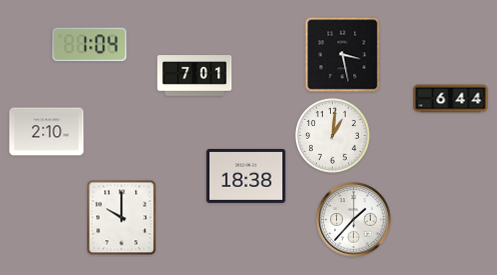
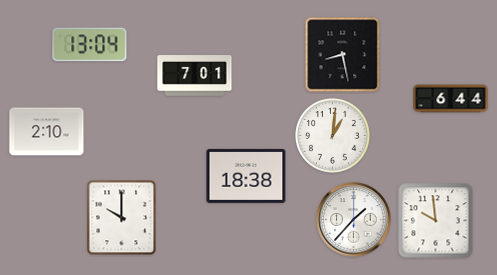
clock at (90, 45): 1:04 -> 13:04
clock at (343, 55): 3:28 -> 8:28
clock at (436, 221): none -> 9:59
